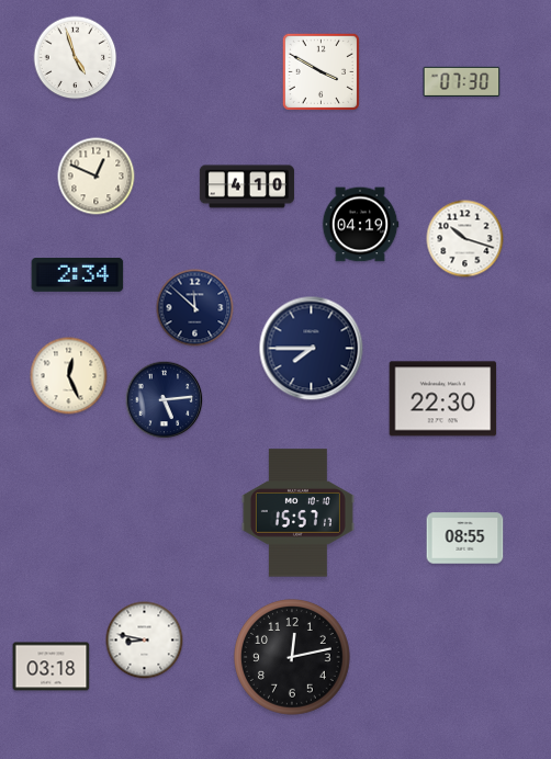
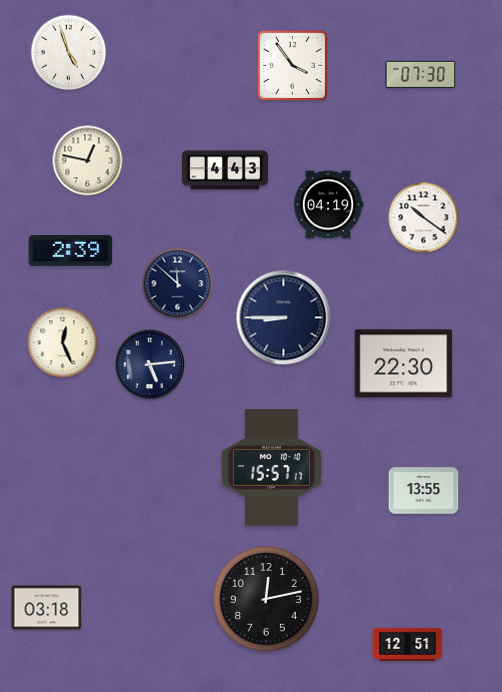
clock at (321, 71): 3:50 -> 3:54
clock at (97, 177): 12:49 -> 12:47
clock at (247, 186): 4:10 -> 4:43
clock at (465, 239): 10:18 -> 10:21
clock at (78, 275): 2:34 -> 2:39
clock at (195, 308) position: (195, 308) -> (178, 284)
clock at (312, 349): 7:45 -> 8:45
clock at (465, 539): 08:55 -> 13:55
clock at (145, 641): 8:47 -> none
clock at (408, 644): none -> 12:51
